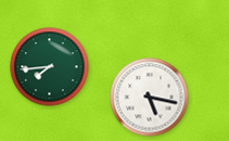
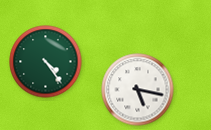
clock at (50, 67): 7:44 -> 4:24
